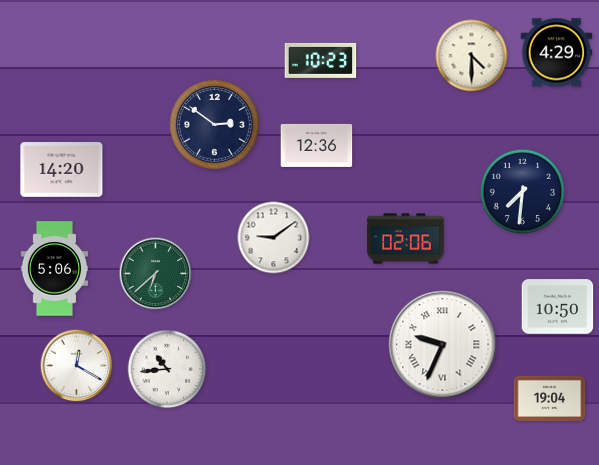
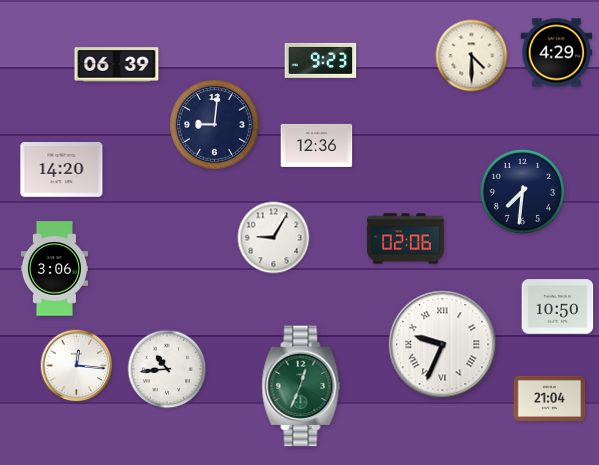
clock at (321, 60): 10:23 -> 9:23
clock at (117, 65): none -> 06:39
clock at (215, 125): 2:51 -> 9:01
clock at (274, 238): 9:09 -> 9:05
clock at (54, 269): 5:06 -> 3:06
clock at (156, 274): 6:38 -> none
clock at (77, 366): 12:20 -> 12:16
clock at (301, 386): none -> 12:34
clock at (550, 398): 19:04 -> 21:04
